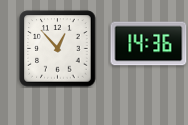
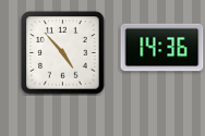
clock at (58, 49): 12:53 -> 4:53
